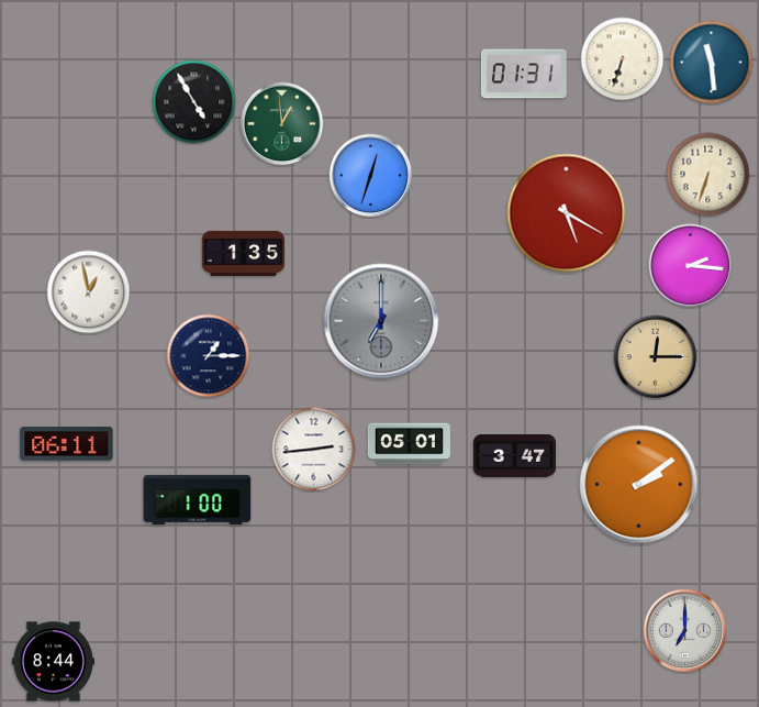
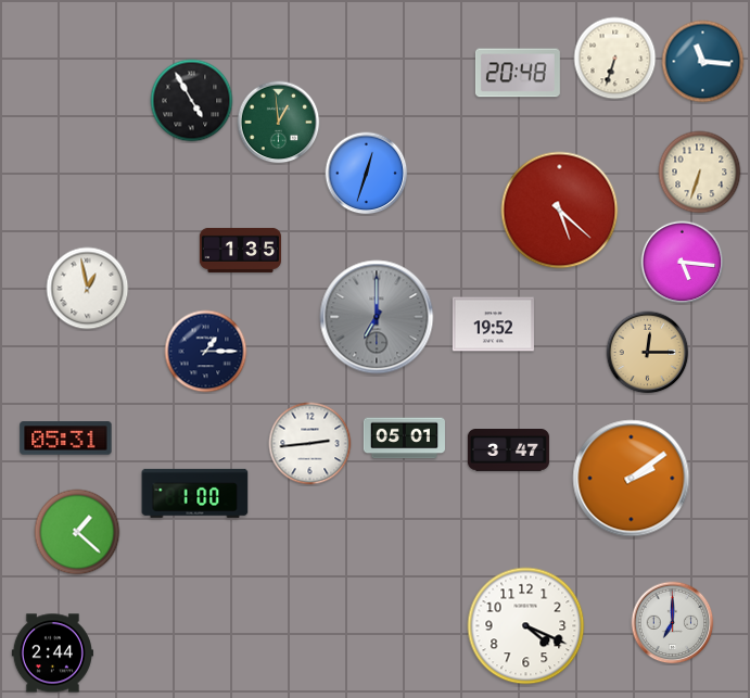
clock at (712, 63): 11:29 -> 11:16
clock at (524, 74): 01:31 -> 20:48
clock at (567, 213): 5:20 -> 5:22
clock at (691, 266): 2:16 -> 5:16
clock at (493, 325): none -> 19:52
clock at (67, 444): 06:11 -> 05:31
clock at (77, 532): none -> 1:22
clock at (685, 631) position: (685, 631) -> (673, 623)
clock at (526, 626): none -> 4:19
clock at (53, 662): 8:44 -> 2:44
